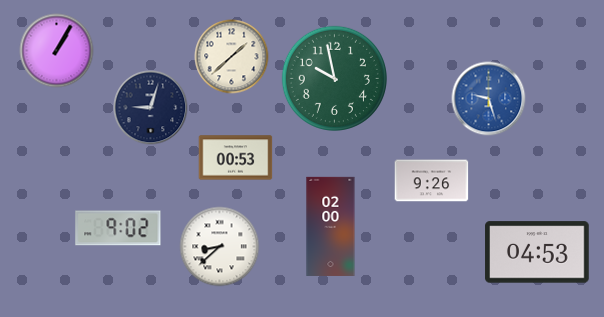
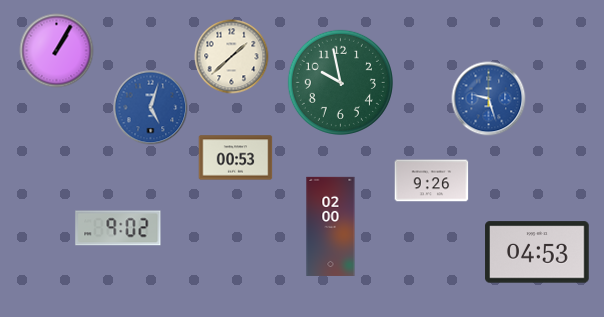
clock at (334, 78) position: (334, 78) -> (340, 82)
clock at (151, 108): 9:03 -> 5:03
clock at (151, 108) dial: navy -> blue
clock at (220, 247): 8:38 -> none
